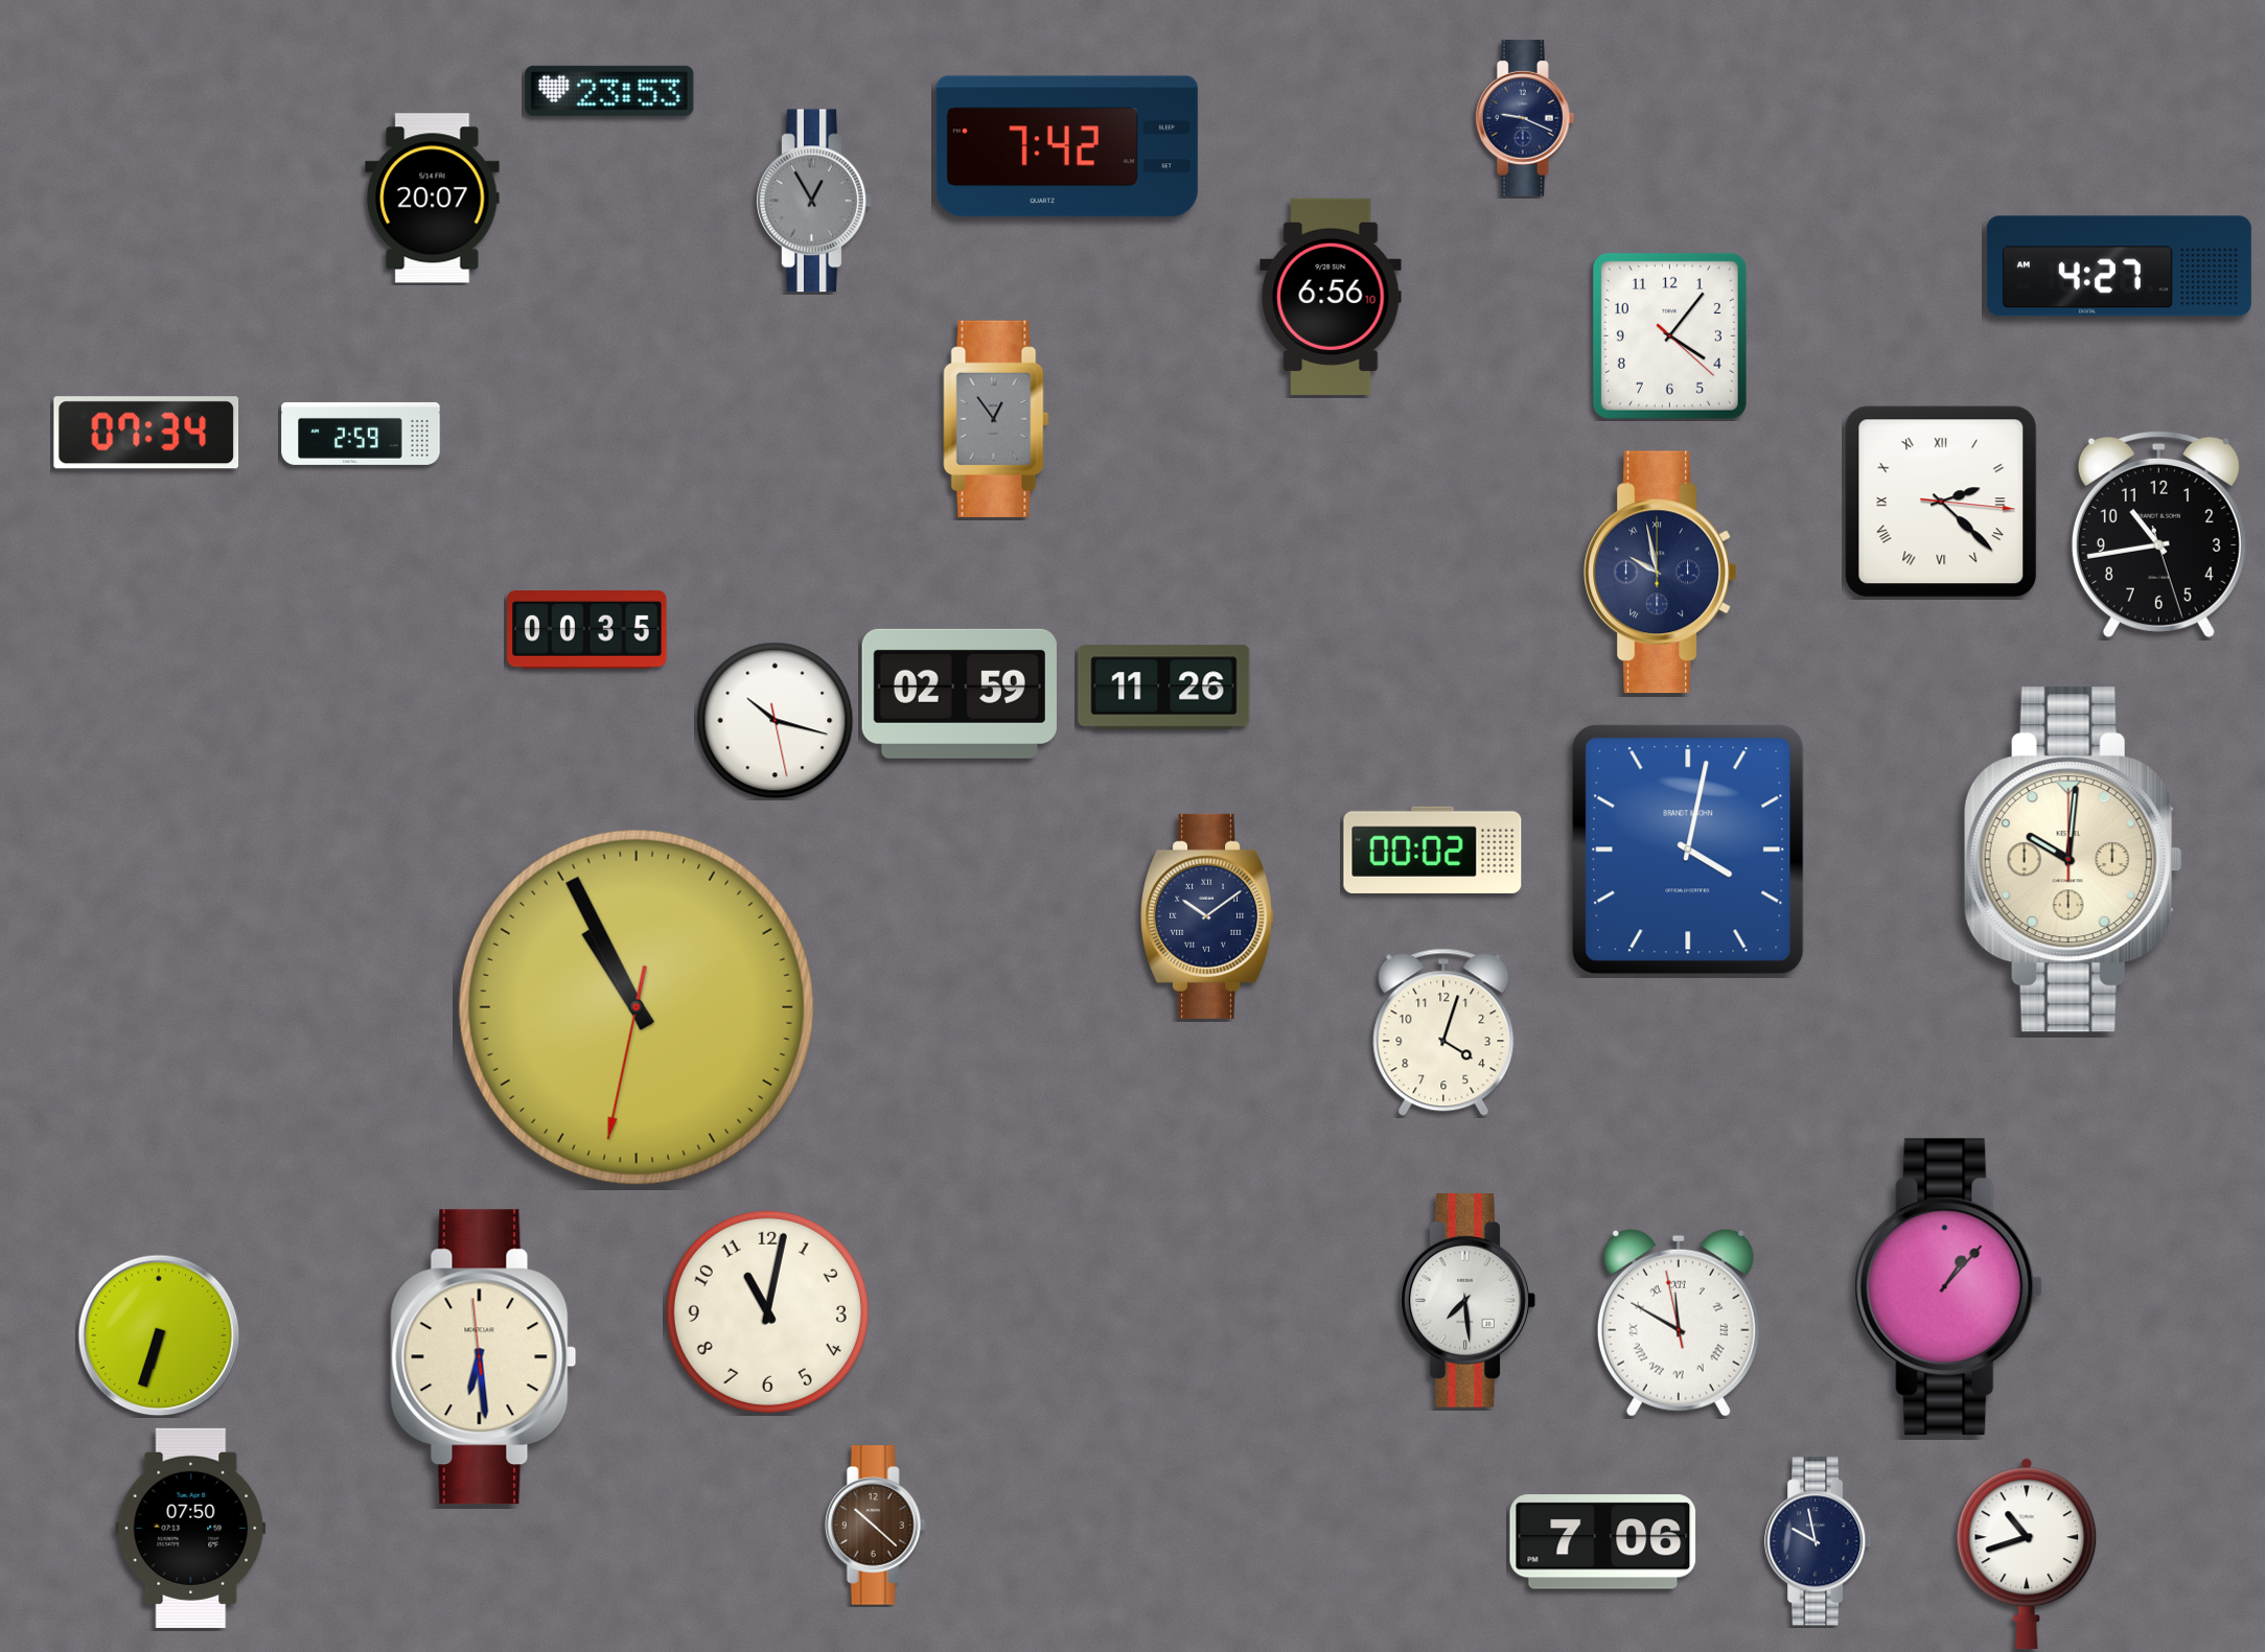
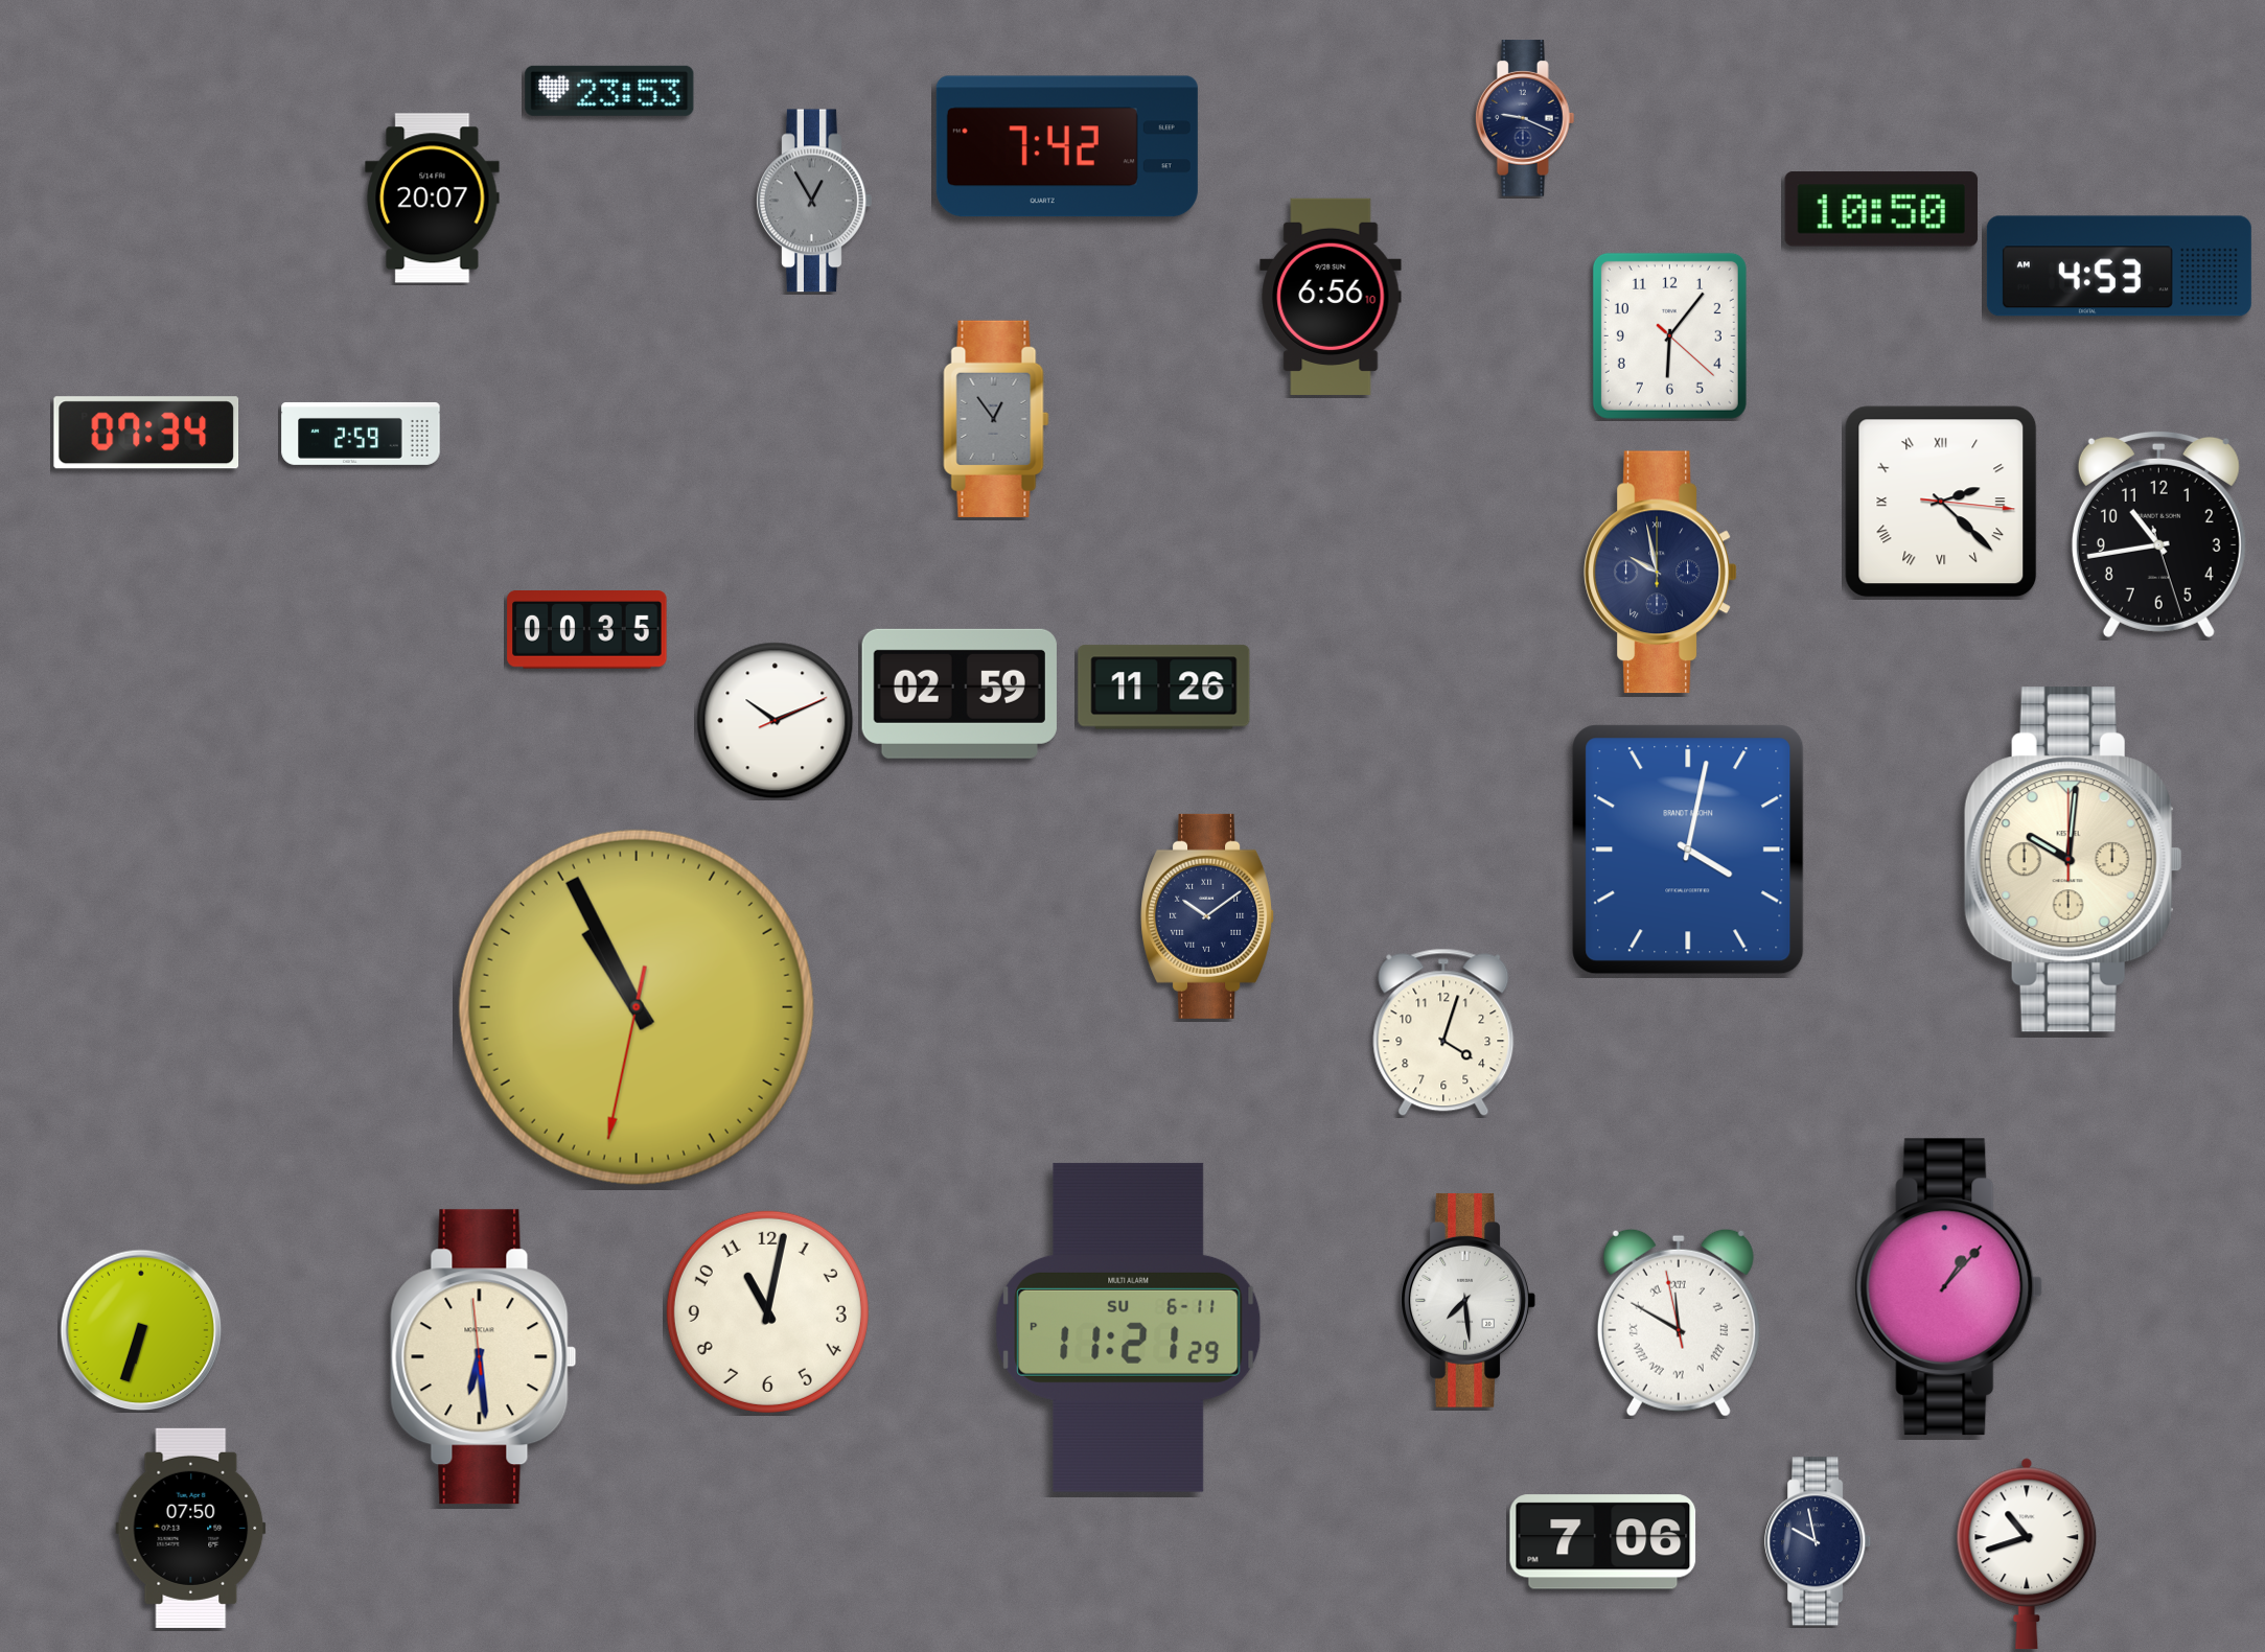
clock at (1881, 209): none -> 10:50
clock at (2119, 266): 4:27 -> 4:53
clock at (1669, 335): 4:06 -> 6:06
clock at (776, 721): 10:17 -> 10:11
clock at (1433, 850): 00:02 -> none
clock at (1129, 1327): none -> 11:21
clock at (159, 1335) position: (159, 1335) -> (141, 1330)
clock at (875, 1526): 10:22 -> none
